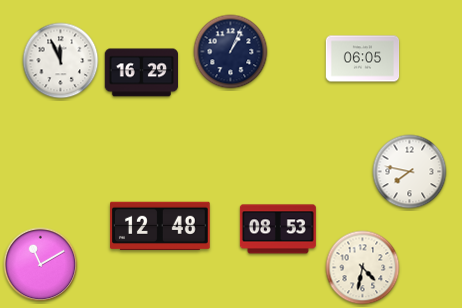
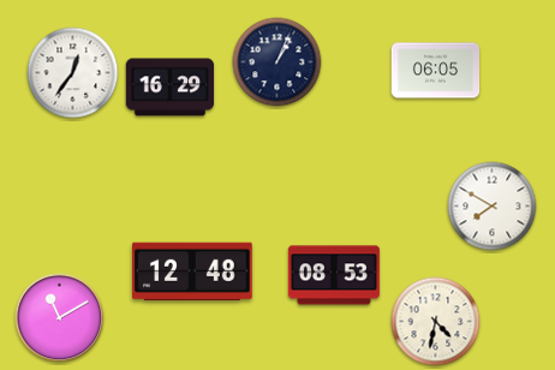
clock at (61, 61): 11:56 -> 12:36
clock at (410, 172): 7:47 -> 7:50
clock at (41, 265) position: (41, 265) -> (60, 318)
